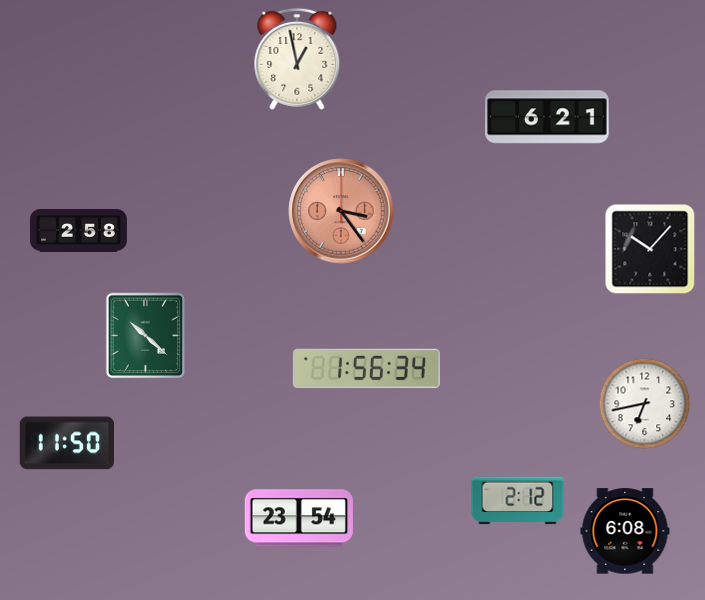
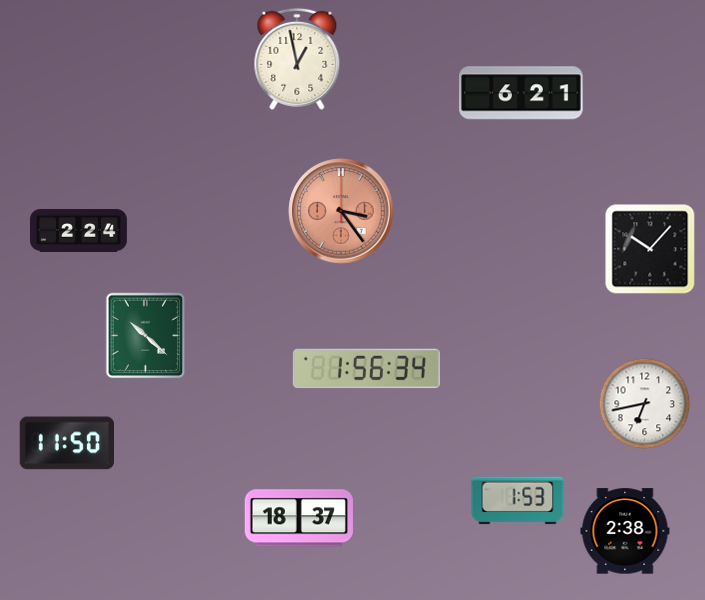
clock at (547, 117) position: (547, 117) -> (521, 93)
clock at (78, 231): 2:58 -> 2:24
clock at (518, 501): 2:12 -> 1:53
clock at (299, 518): 23:54 -> 18:37
clock at (625, 531): 6:08 -> 2:38
